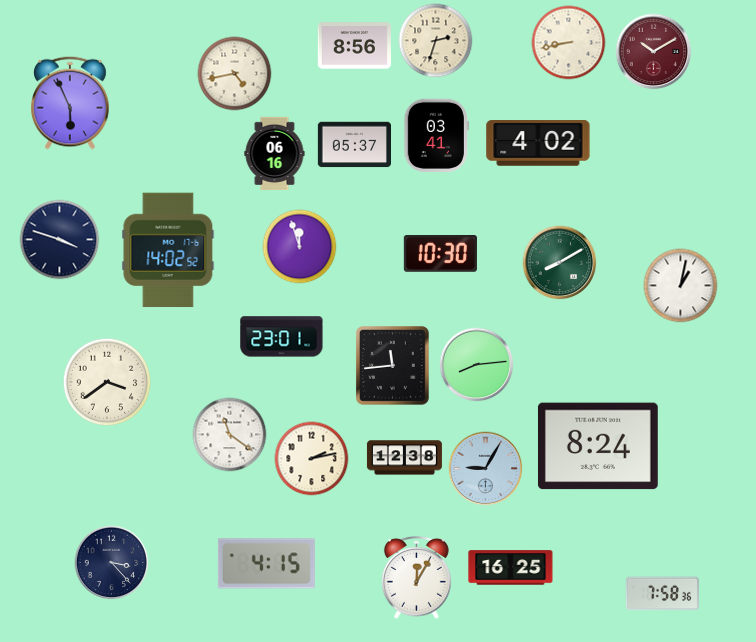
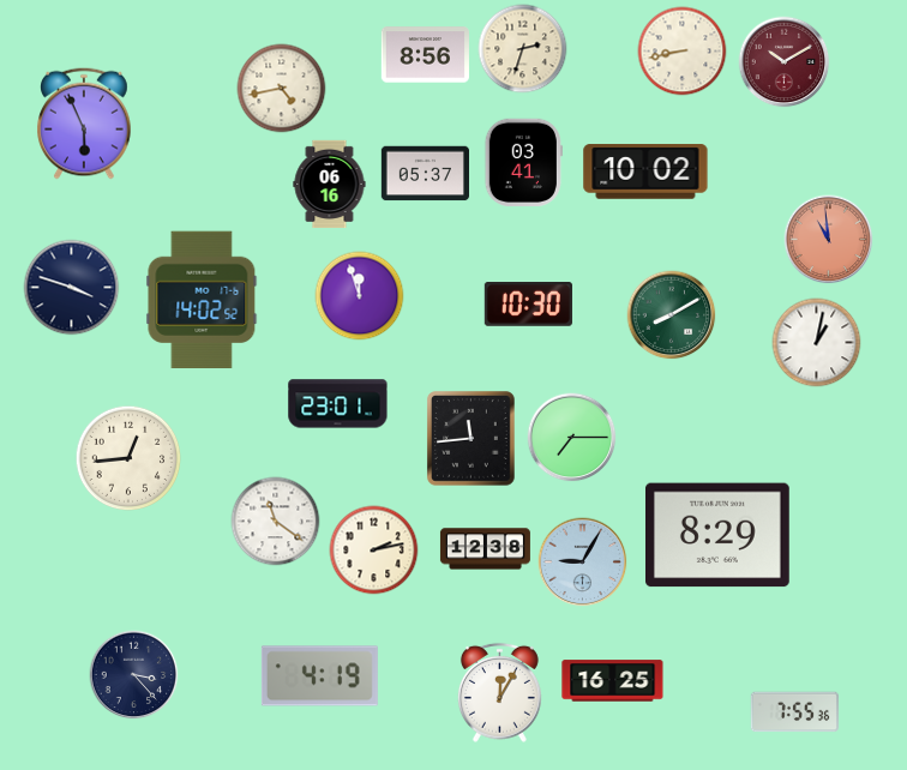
clock at (538, 143): 4:02 -> 10:02
clock at (829, 240): none -> 10:59
clock at (477, 365): 8:14 -> 7:15
clock at (107, 382): 3:39 -> 12:44
clock at (598, 446): 8:24 -> 8:29
clock at (266, 564): 4:15 -> 4:19
clock at (662, 594): 7:58 -> 7:55
